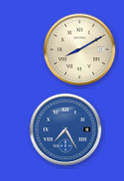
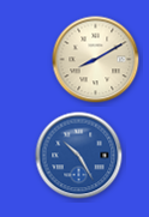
clock at (66, 130): 7:25 -> 10:25
